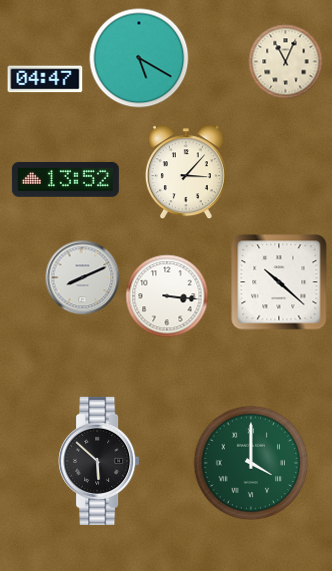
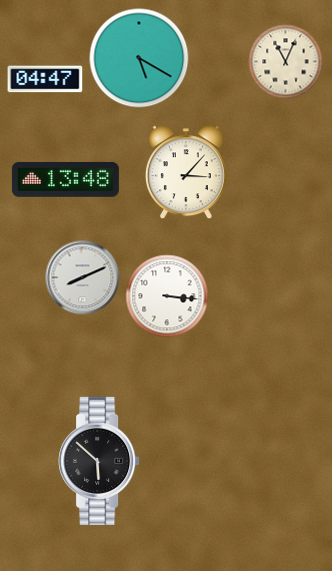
clock at (65, 179): 13:52 -> 13:48
clock at (279, 282): 10:22 -> none
clock at (251, 463): 4:00 -> none
